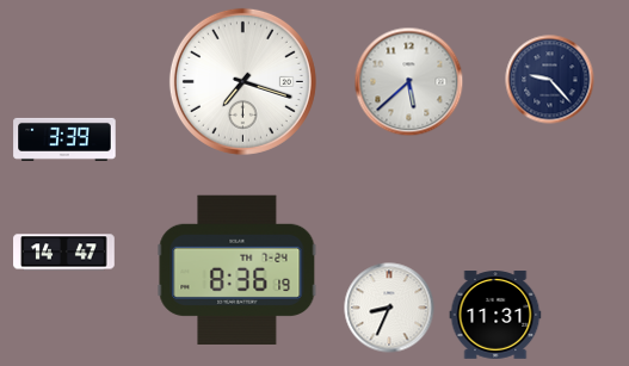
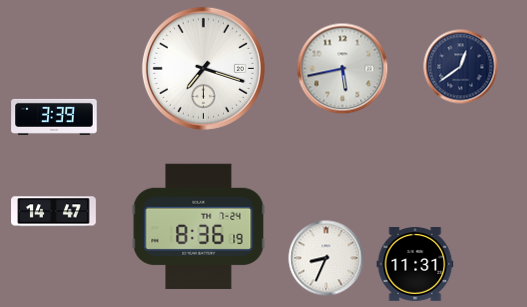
clock at (550, 80): 9:23 -> 12:39
clock at (409, 82): 5:38 -> 5:43
